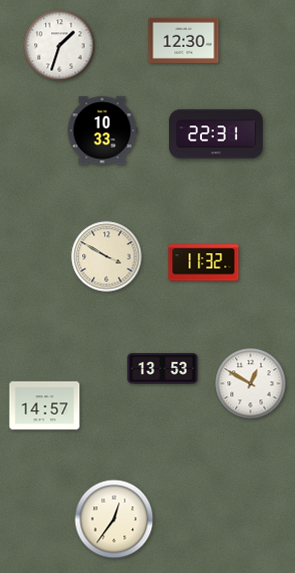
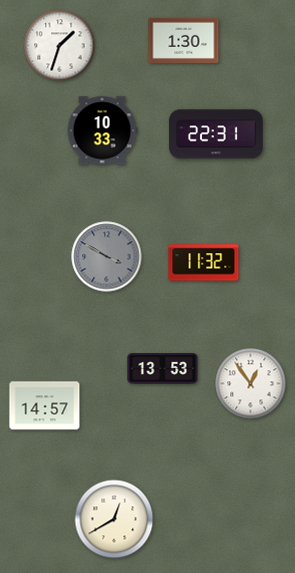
clock at (184, 40): 12:30 -> 1:30
clock at (107, 257) dial: cream -> grey
clock at (251, 384): 12:50 -> 12:54
clock at (114, 519): 12:36 -> 12:40
